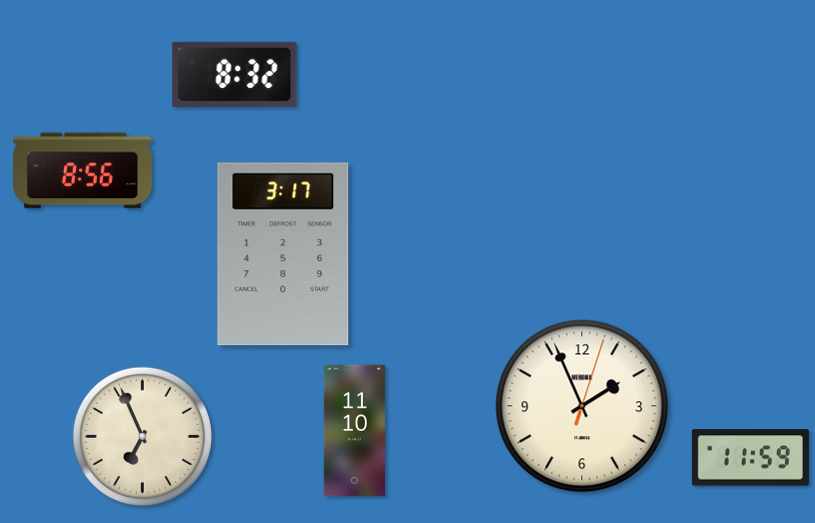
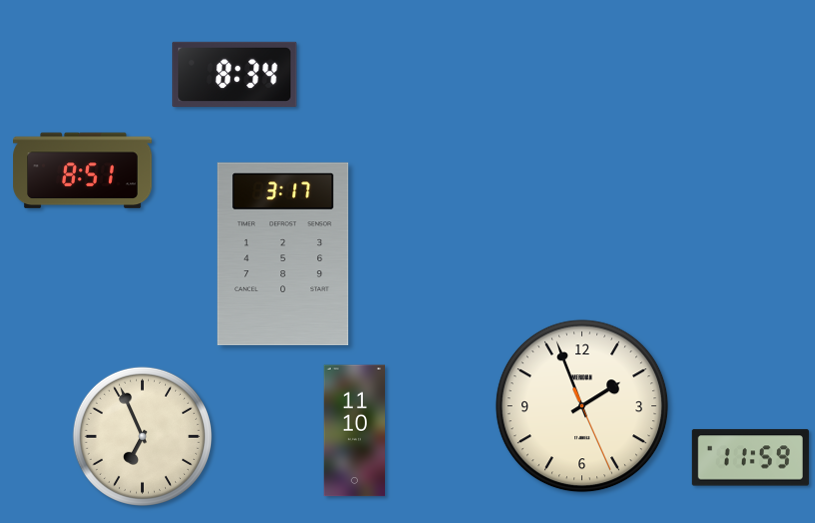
clock at (235, 74): 8:32 -> 8:34
clock at (83, 171): 8:56 -> 8:51
clock at (582, 406): 1:56:03 -> 1:56:26
